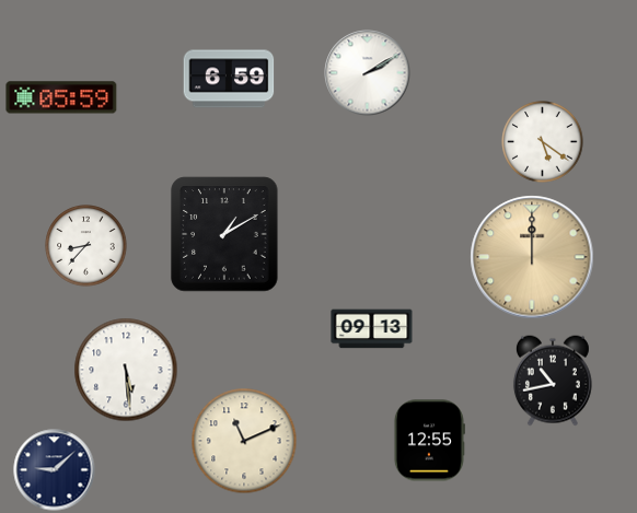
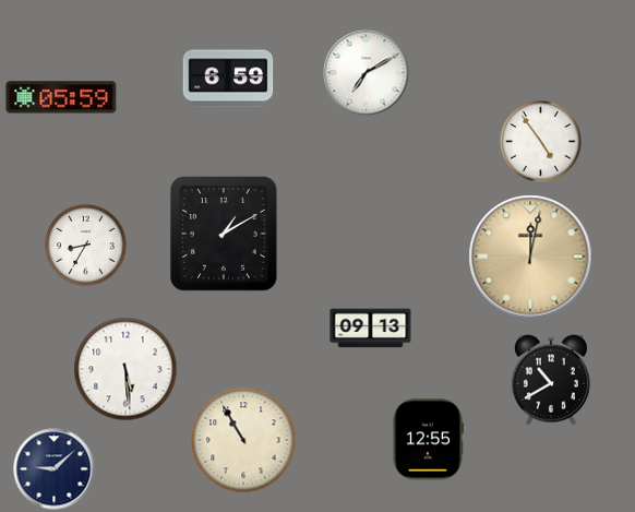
clock at (368, 73): 2:10 -> 7:10
clock at (543, 142): 5:21 -> 4:54
clock at (86, 246): 8:37 -> 8:35
clock at (532, 257): 12:00 -> 12:02
clock at (553, 381): 10:43 -> 10:40
clock at (244, 441): 11:11 -> 10:55
